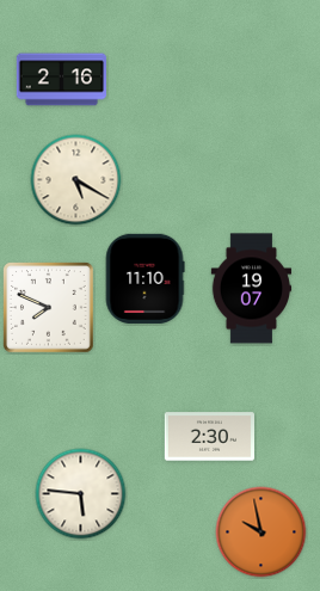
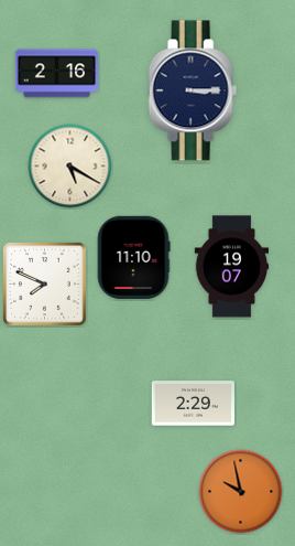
clock at (193, 90): none -> 3:15
clock at (209, 437): 2:30 -> 2:29
clock at (81, 494): 5:46 -> none
